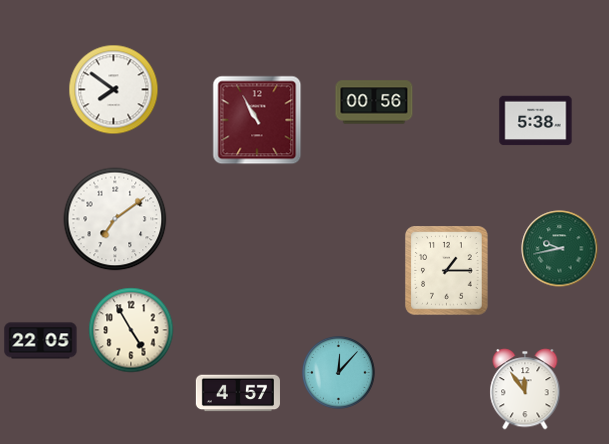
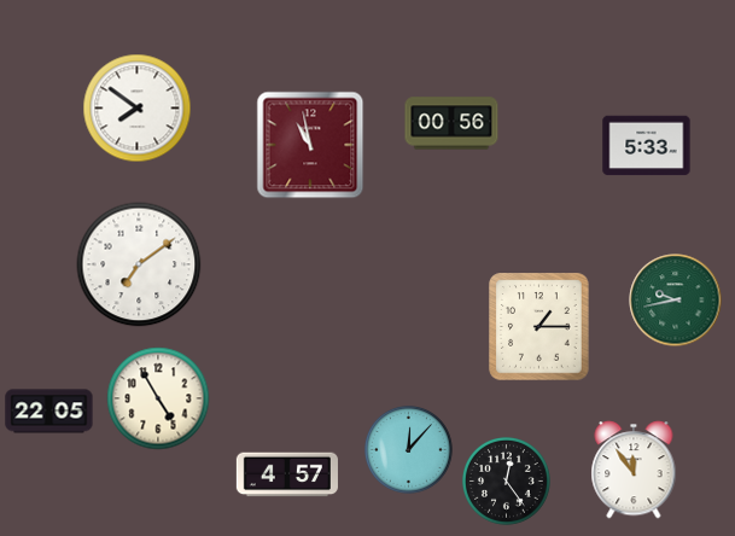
clock at (257, 120): 10:55 -> 10:58
clock at (536, 121): 5:38 -> 5:33
clock at (507, 482): none -> 12:24
